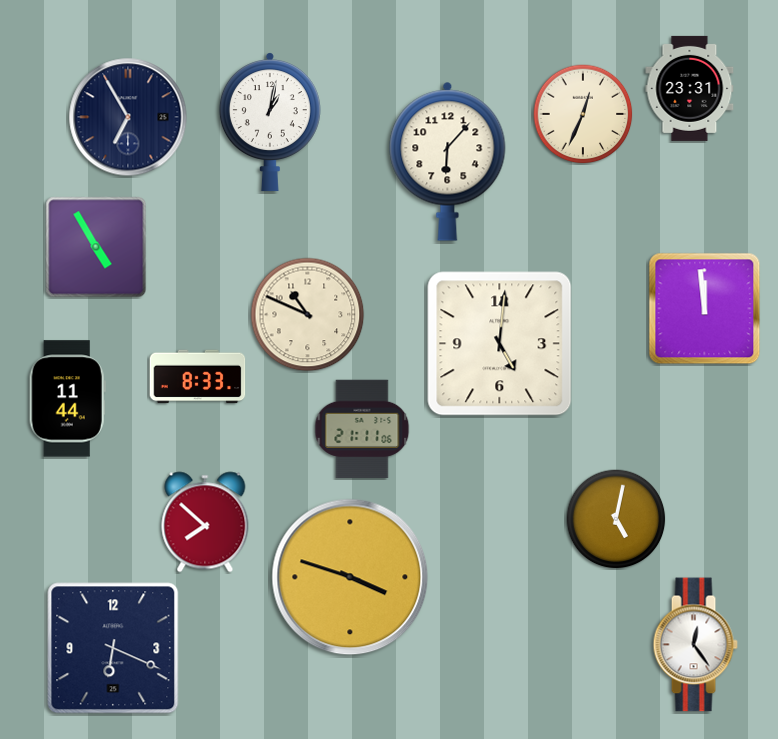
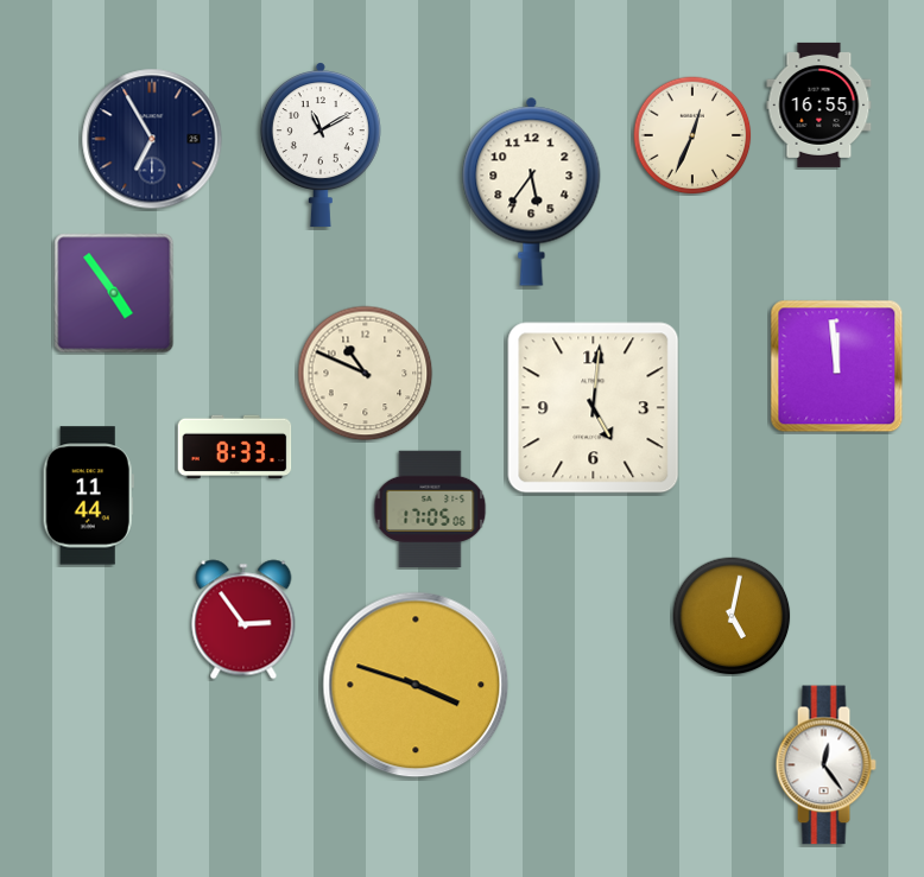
clock at (690, 88): 23:31 -> 16:55
clock at (270, 122): 1:02 -> 11:10
clock at (448, 161): 6:07 -> 5:36
clock at (96, 247): 4:55 -> 4:54
clock at (67, 399) position: (67, 399) -> (88, 496)
clock at (362, 429): 21:11 -> 17:05
clock at (205, 522): 7:52 -> 2:54
clock at (113, 648): 6:19 -> none
